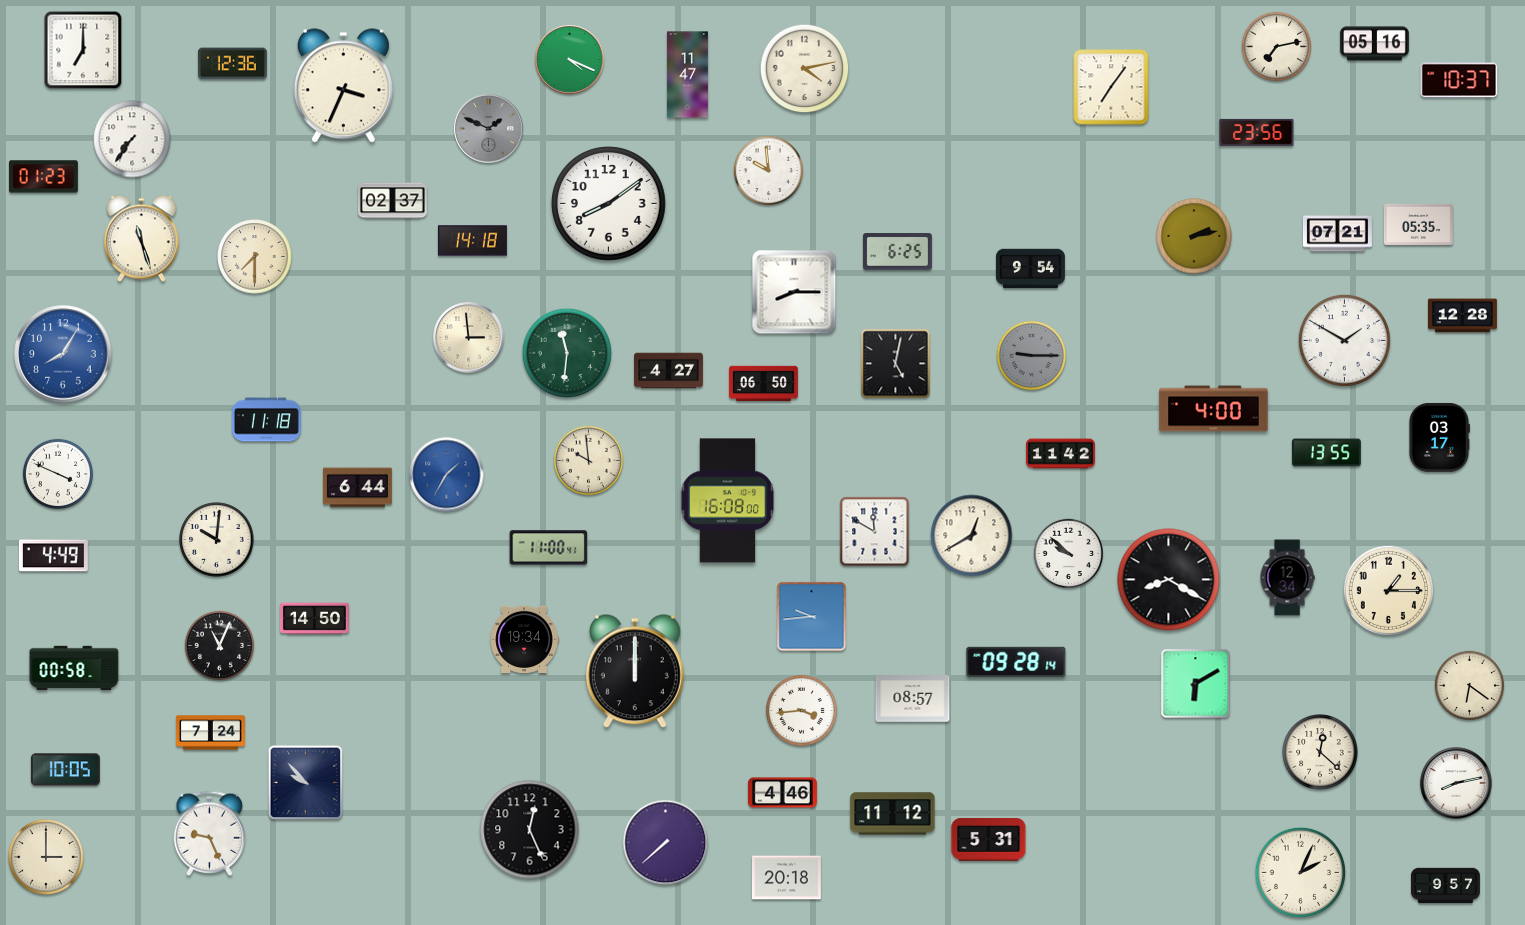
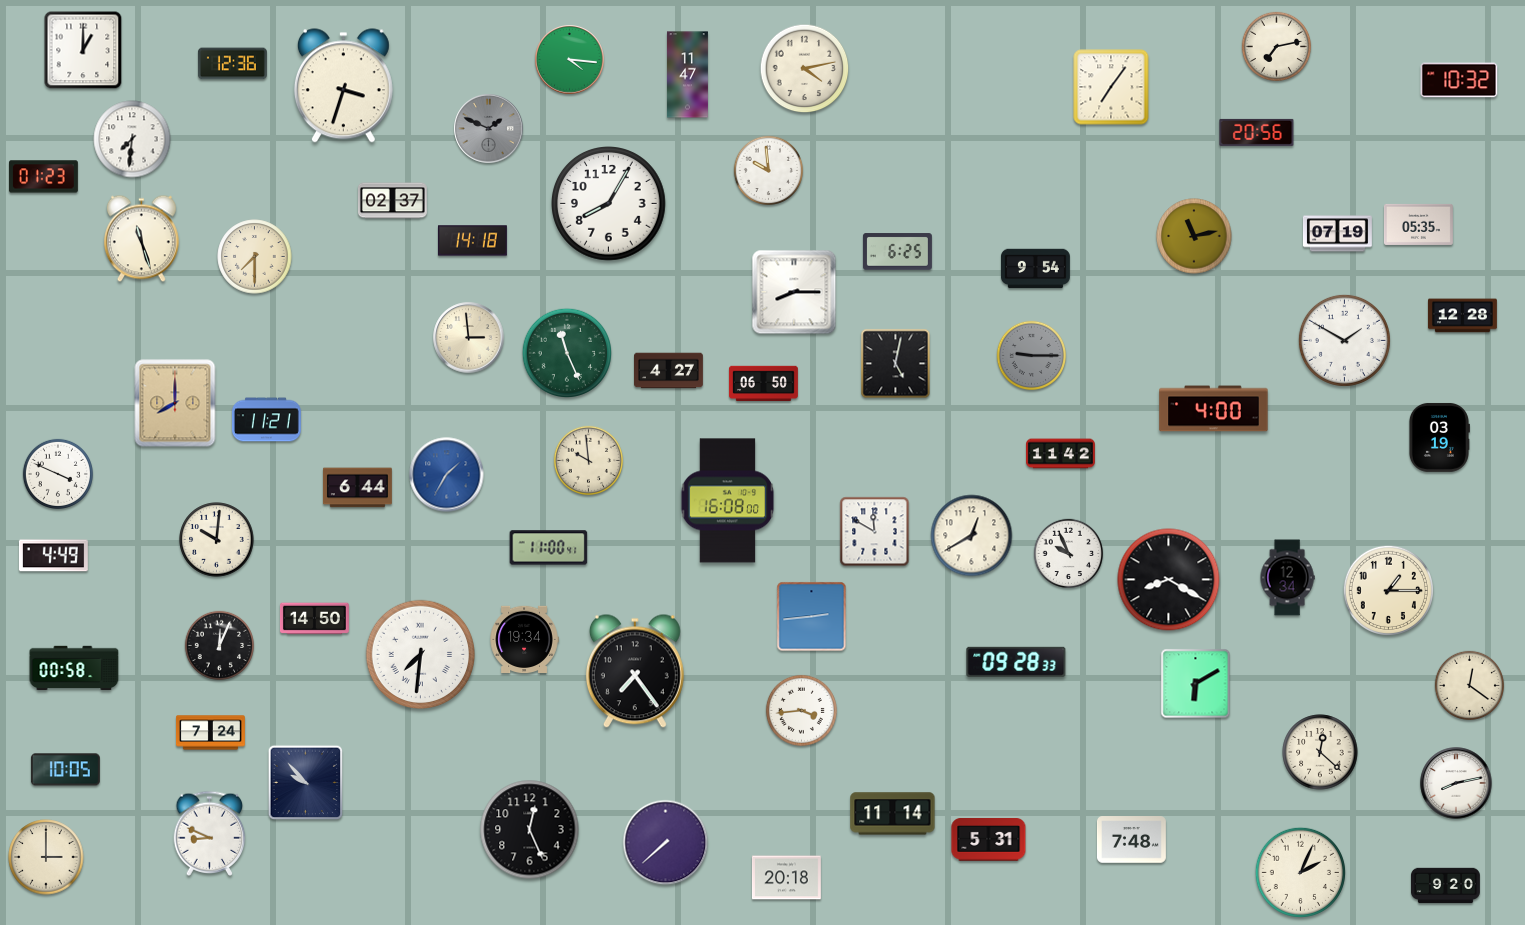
clock at (1374, 44): 05:16 -> none
clock at (83, 50): 7:00 -> 1:00
clock at (570, 60): 4:19 -> 4:16
clock at (1459, 80): 10:37 -> 10:32
clock at (343, 86): 3:34 -> 3:33
clock at (1257, 132): 23:56 -> 20:56
clock at (132, 139): 7:36 -> 7:31
clock at (609, 204): 8:09 -> 8:05
clock at (1337, 234): 07:21 -> 07:19
clock at (1194, 236): 2:13 -> 11:13
clock at (1031, 269) position: (1031, 269) -> (1036, 269)
clock at (567, 353): 11:31 -> 11:26
clock at (63, 354): 8:05 -> none
clock at (175, 403): none -> 8:00
clock at (266, 420): 11:18 -> 11:21
clock at (1439, 437): 03:17 -> 03:19
clock at (1326, 453): 13:55 -> none
clock at (1069, 554): 9:52 -> 9:56
clock at (812, 617): 9:44 -> 2:44
clock at (220, 646): 11:04 -> 12:04
clock at (421, 655): none -> 7:31
clock at (1016, 662): 09:28:14 -> 09:28:33
clock at (635, 671): 12:00 -> 7:24
clock at (1470, 686): 6:21 -> 12:21
clock at (913, 699): 08:57 -> none
clock at (782, 793): 4:46 -> none
clock at (893, 814): 11:12 -> 11:14
clock at (210, 833): 9:26 -> 8:49
clock at (1131, 840): none -> 7:48
clock at (1445, 886): 9:57 -> 9:20
